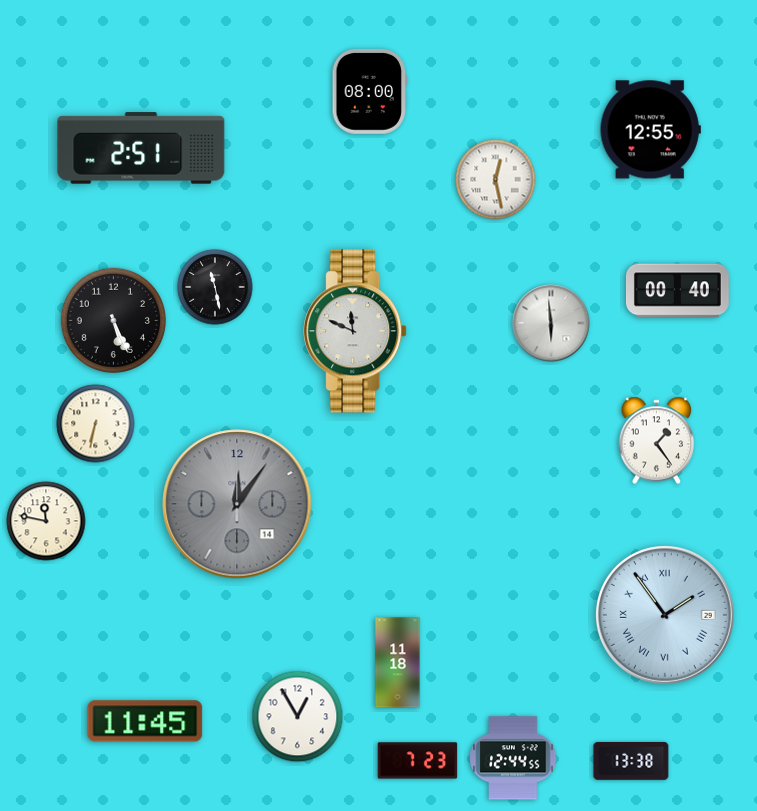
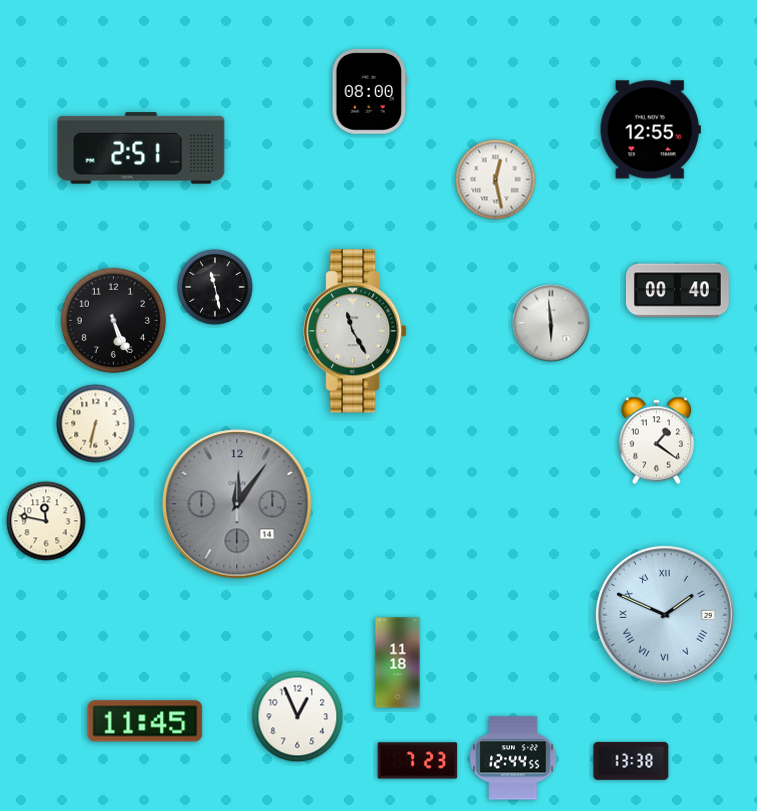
clock at (355, 331): 11:49 -> 11:25
clock at (657, 441): 1:24 -> 1:21
clock at (666, 616): 1:54 -> 1:49
clock at (298, 717): 12:55 -> 12:56
